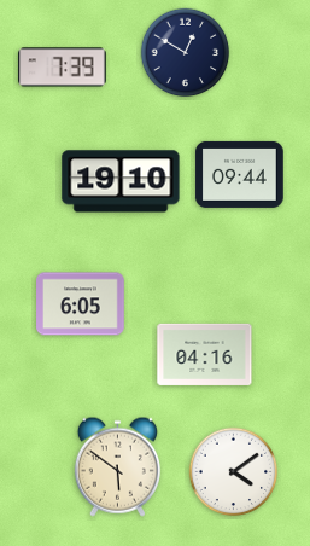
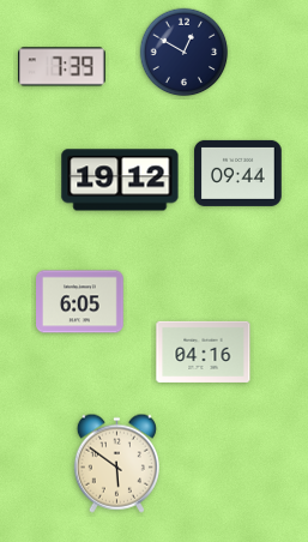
clock at (121, 181): 19:10 -> 19:12
clock at (234, 472): 4:09 -> none
